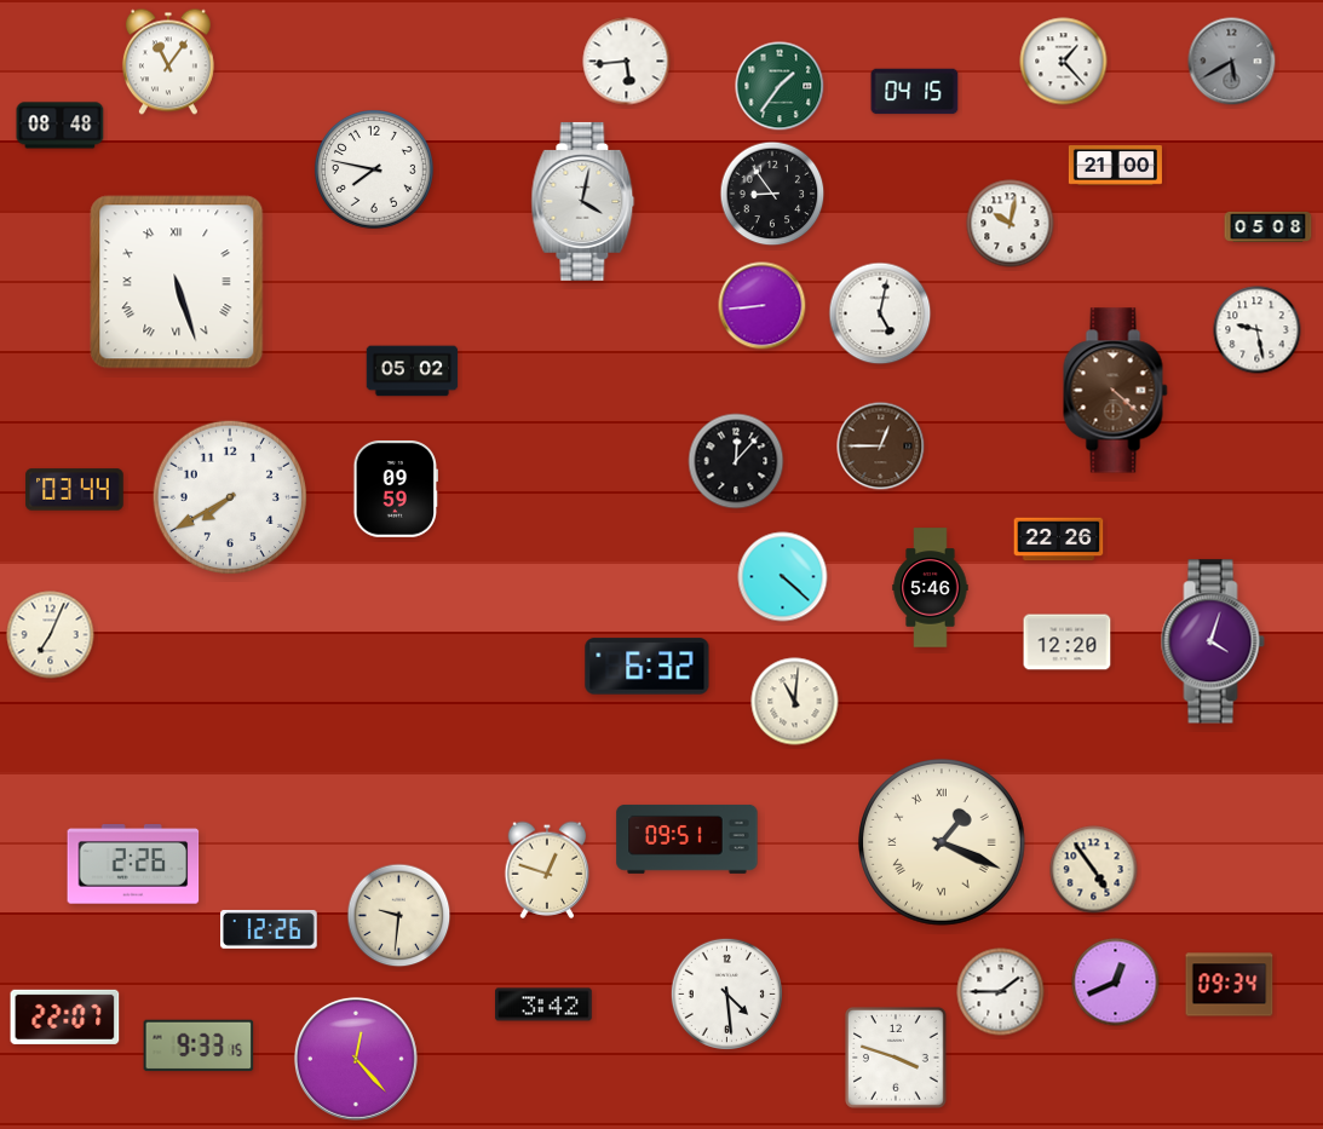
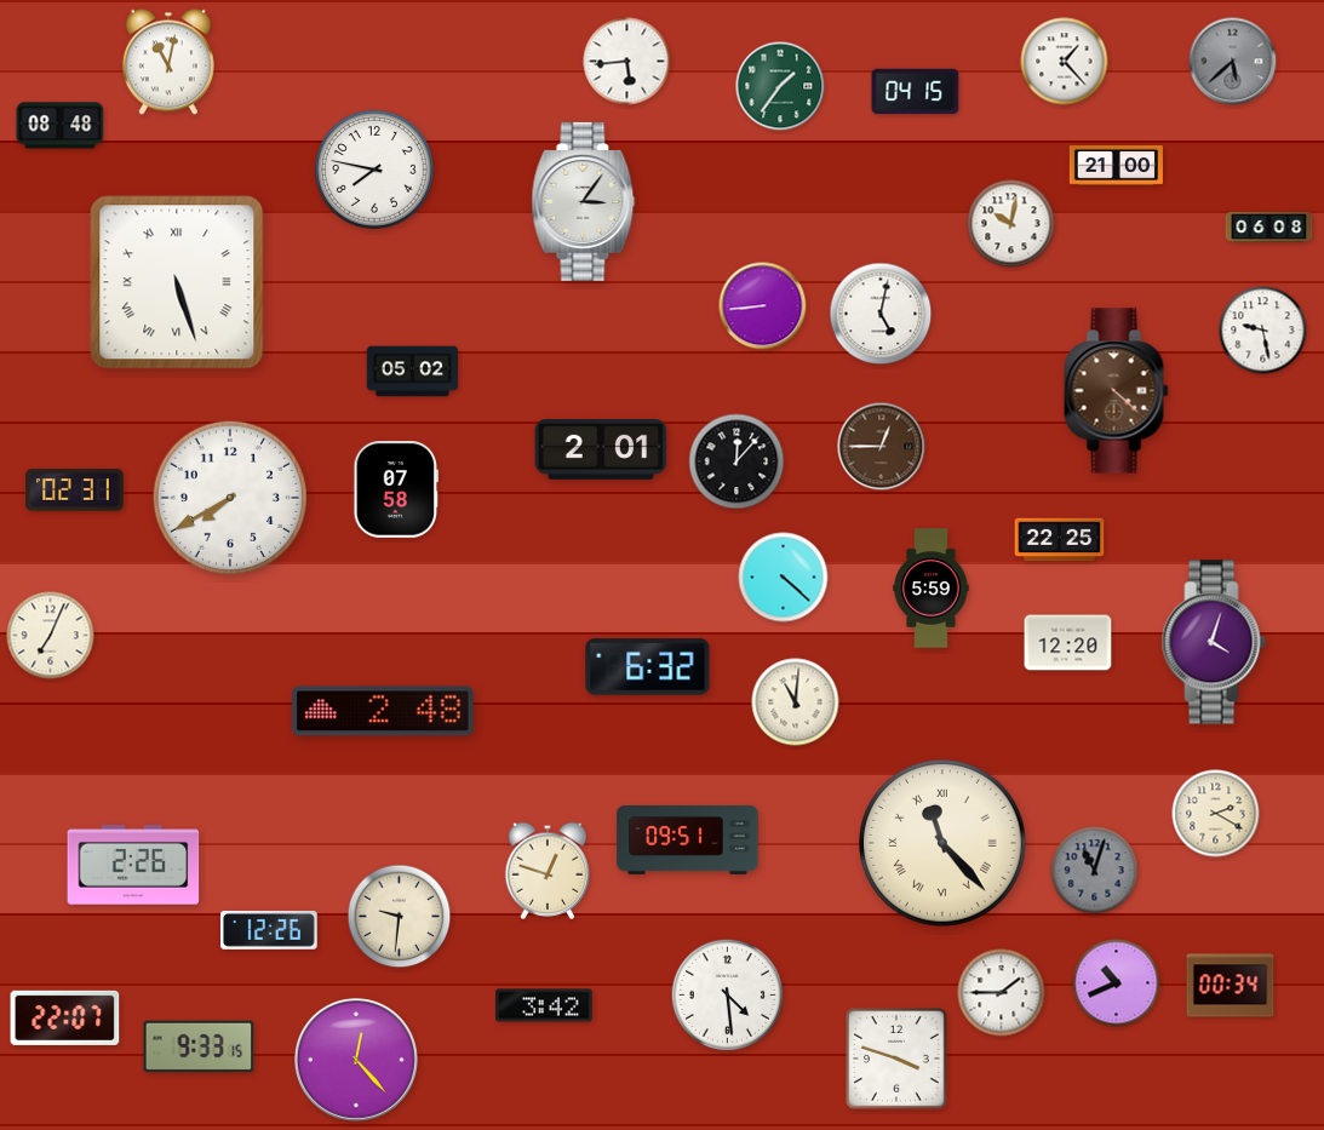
clock at (168, 62): 11:06 -> 11:02
clock at (1232, 62): 5:40 -> 5:38
clock at (772, 194): 8:54 -> none
clock at (583, 201): 4:02 -> 3:06
clock at (1269, 227): 05:08 -> 06:08
clock at (1258, 330) position: (1258, 330) -> (1263, 331)
clock at (601, 449): none -> 2:01
clock at (75, 490): 03:44 -> 02:31
clock at (395, 490): 09:59 -> 07:58
clock at (1059, 540): 22:26 -> 22:25
clock at (931, 588): 5:46 -> 5:59
clock at (384, 711): none -> 2:48
clock at (1216, 814): none -> 2:20
clock at (943, 843): 1:19 -> 11:23
clock at (1094, 870): 4:54 -> 11:03
clock at (1094, 870) dial: cream -> grey
clock at (1116, 983): 12:41 -> 10:41
clock at (1230, 985): 09:34 -> 00:34
